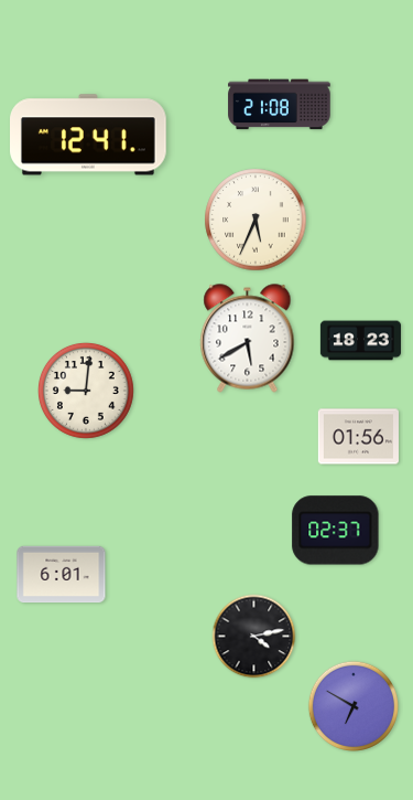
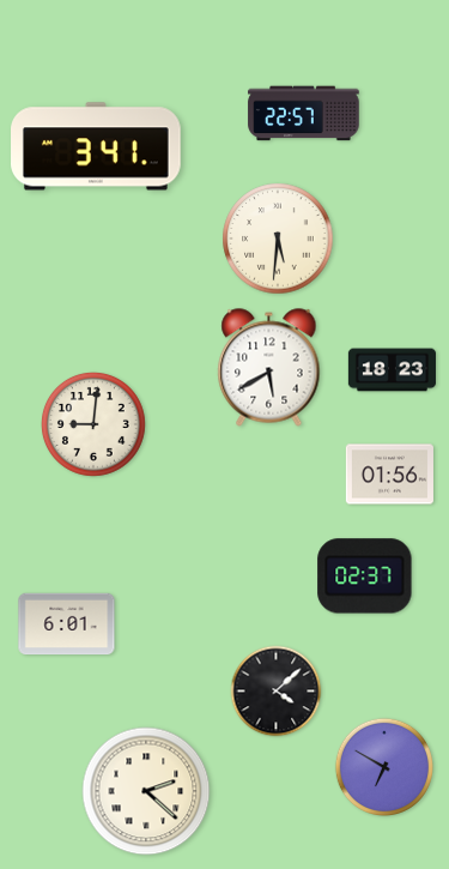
clock at (280, 105): 21:08 -> 22:57
clock at (89, 135): 12:41 -> 3:41
clock at (256, 220): 5:34 -> 5:31
clock at (254, 637): 4:13 -> 4:08
clock at (146, 791): none -> 2:22
